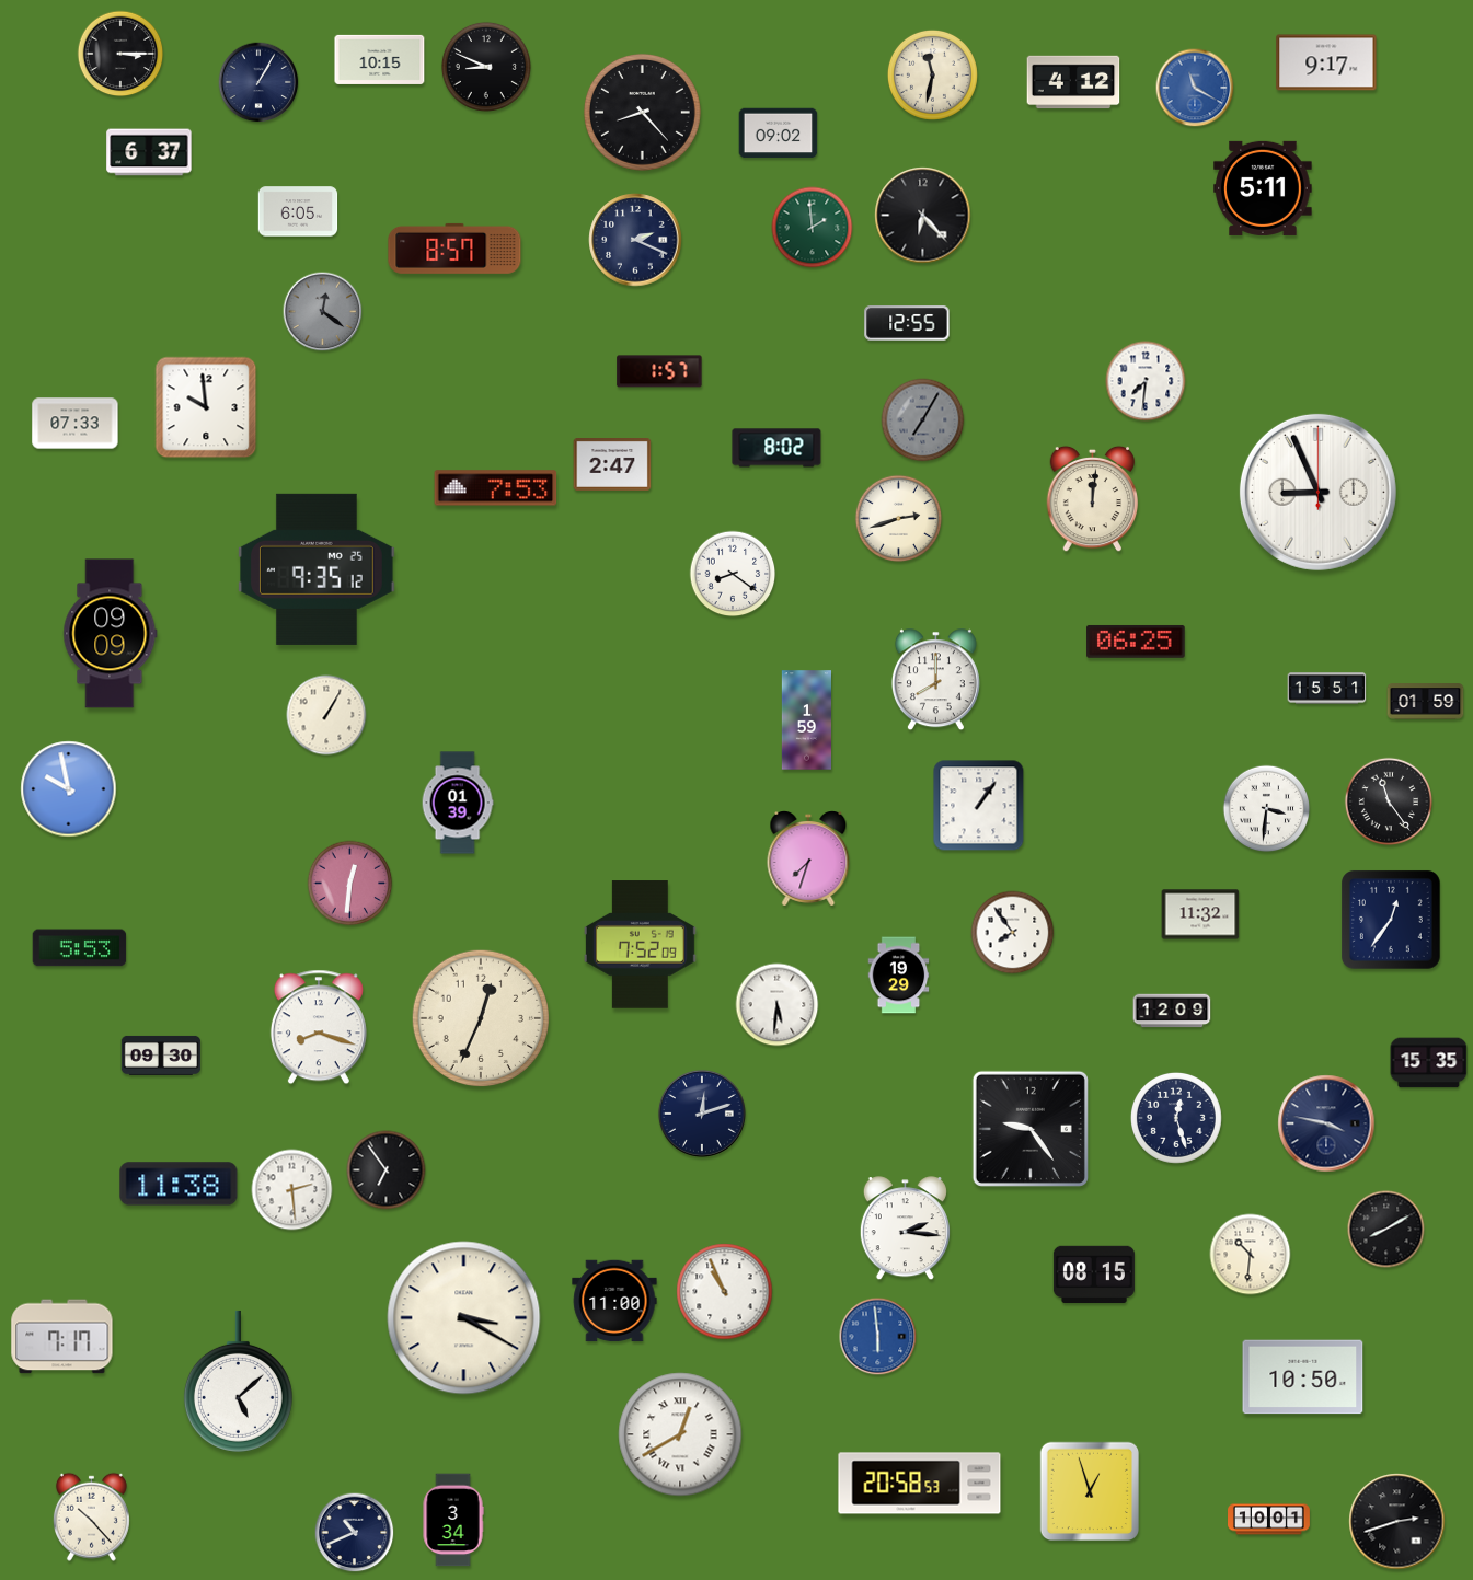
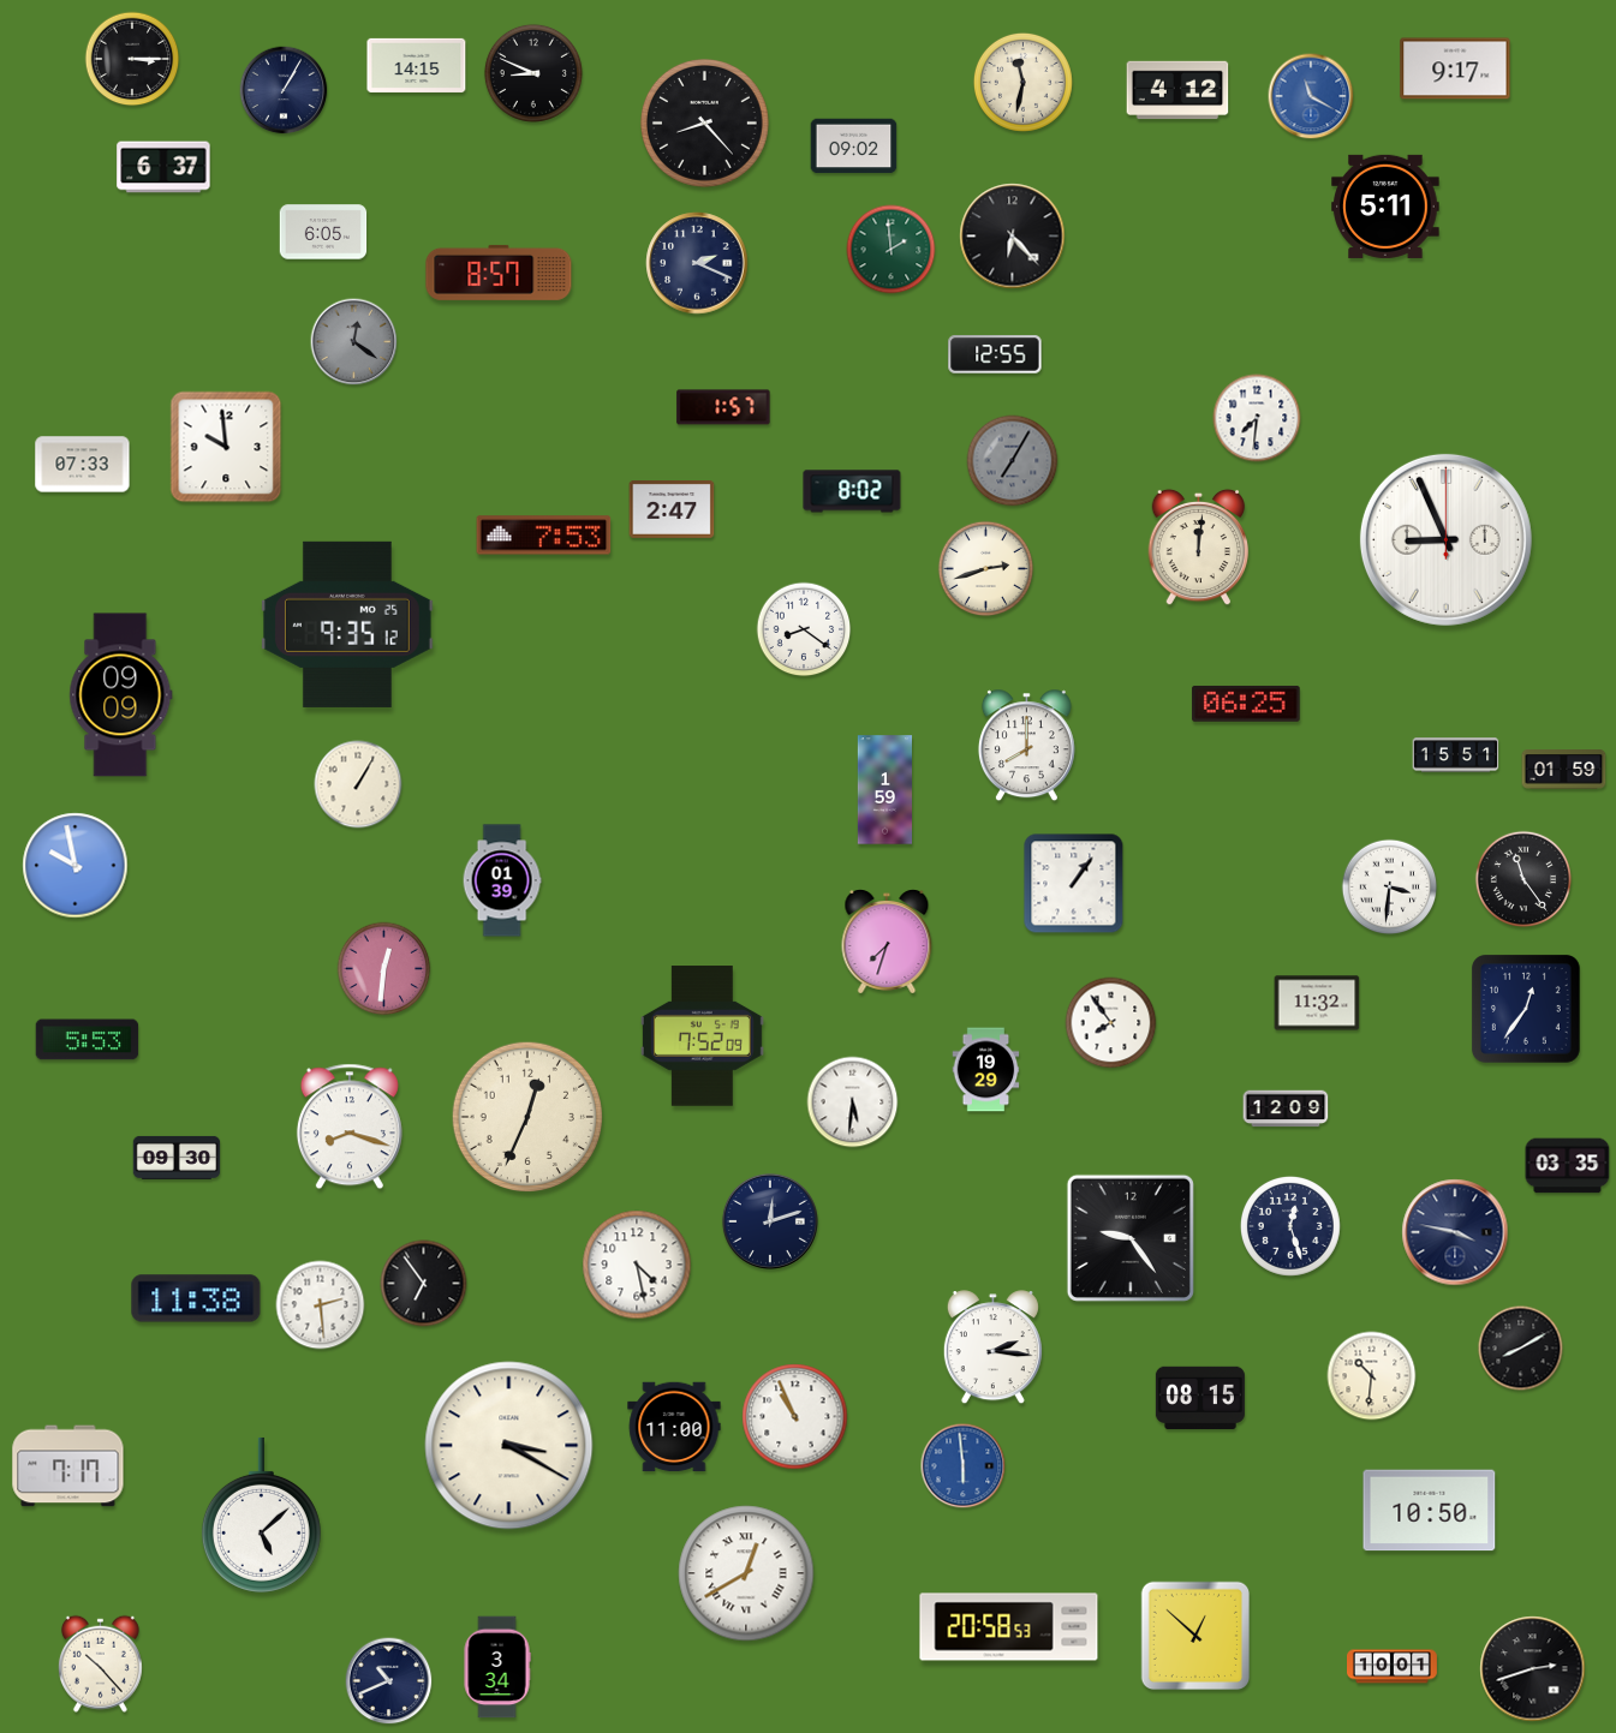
clock at (380, 59): 10:15 -> 14:15
clock at (298, 211) position: (298, 211) -> (323, 232)
clock at (1429, 1063): 15:35 -> 03:35
clock at (637, 1265): none -> 4:28
clock at (1090, 1491): 12:57 -> 12:52
